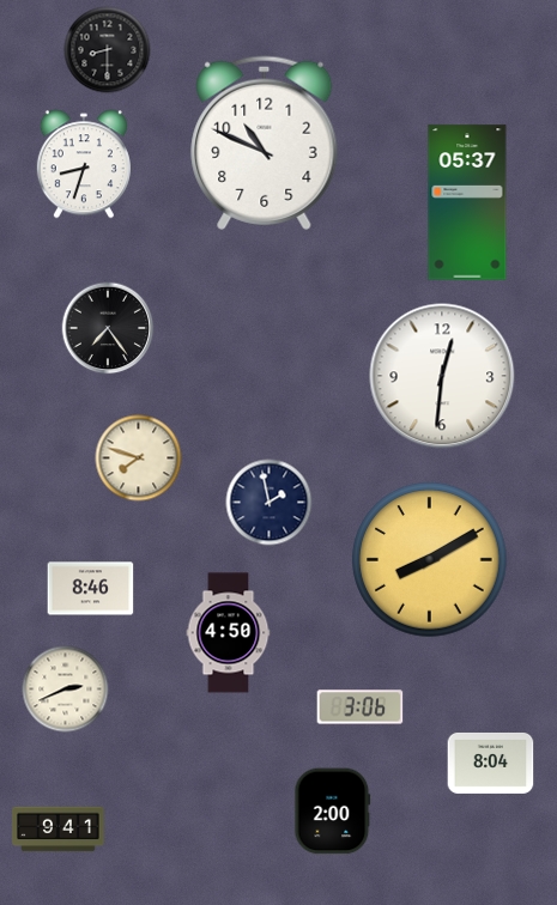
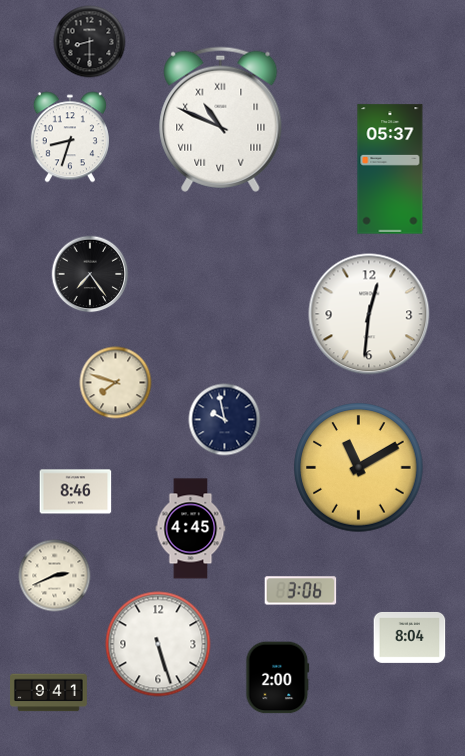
clock at (265, 142) numerals: Arabic -> Roman
clock at (270, 503): 1:58 -> 9:58
clock at (430, 560): 8:10 -> 11:10
clock at (229, 633): 4:50 -> 4:45
clock at (158, 644): none -> 5:27
